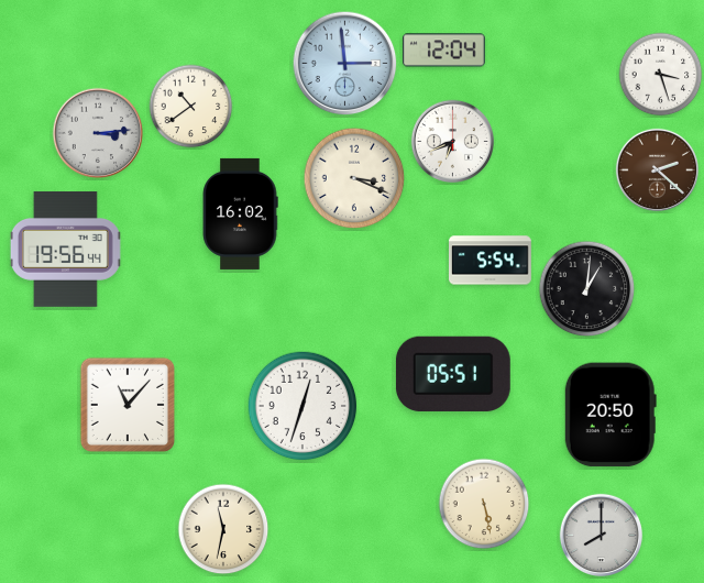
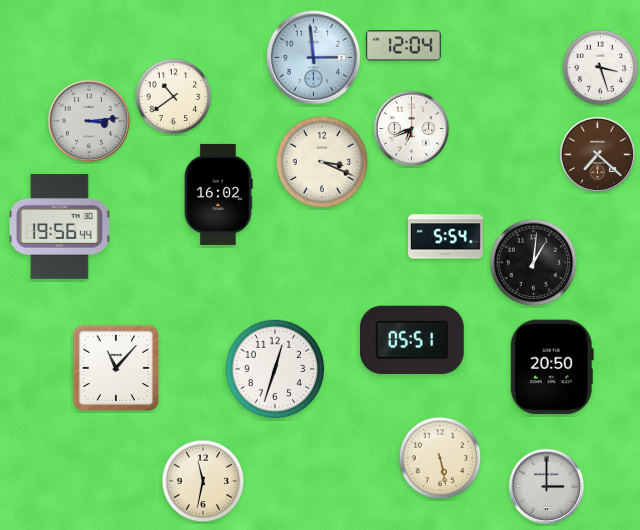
clock at (657, 169): 2:22 -> 7:22
clock at (610, 415) position: (610, 415) -> (552, 367)
clock at (601, 535): 8:00 -> 3:00
